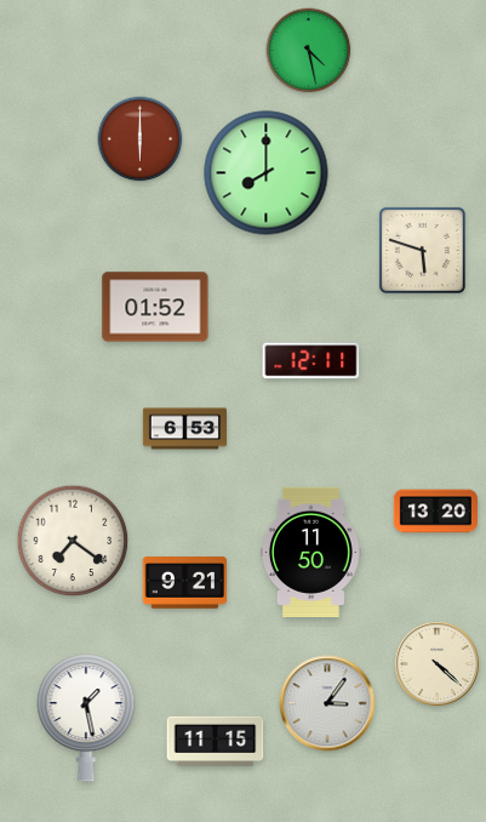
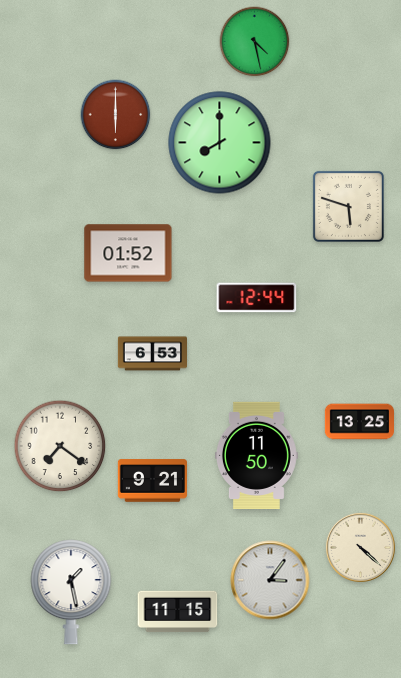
clock at (311, 361): 12:11 -> 12:44
clock at (435, 512): 13:20 -> 13:25
